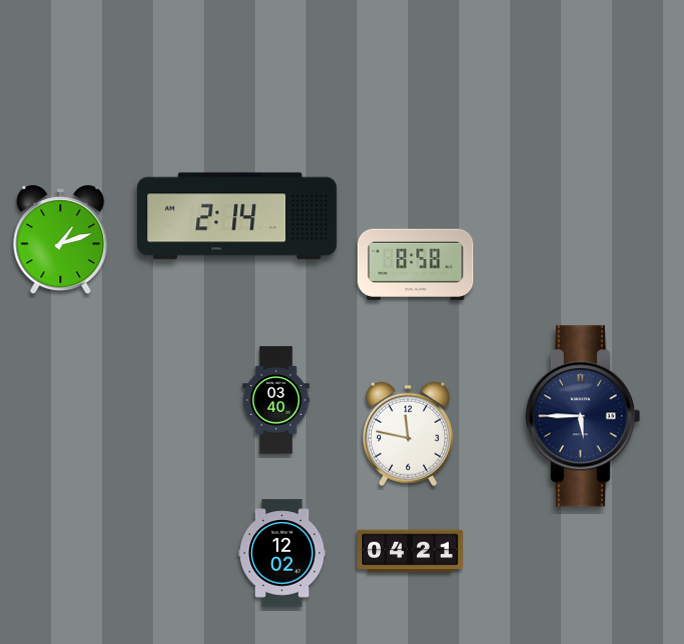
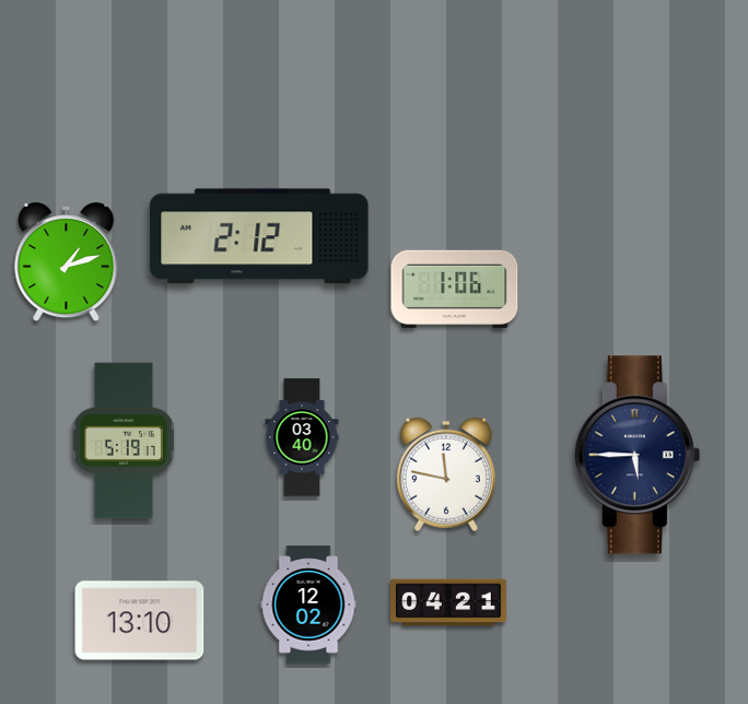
clock at (237, 216): 2:14 -> 2:12
clock at (416, 264): 8:58 -> 1:06
clock at (124, 441): none -> 5:19
clock at (140, 621): none -> 13:10
